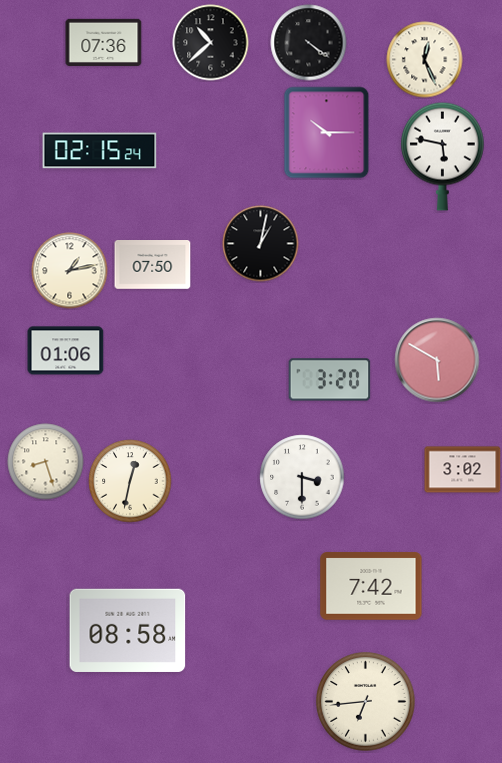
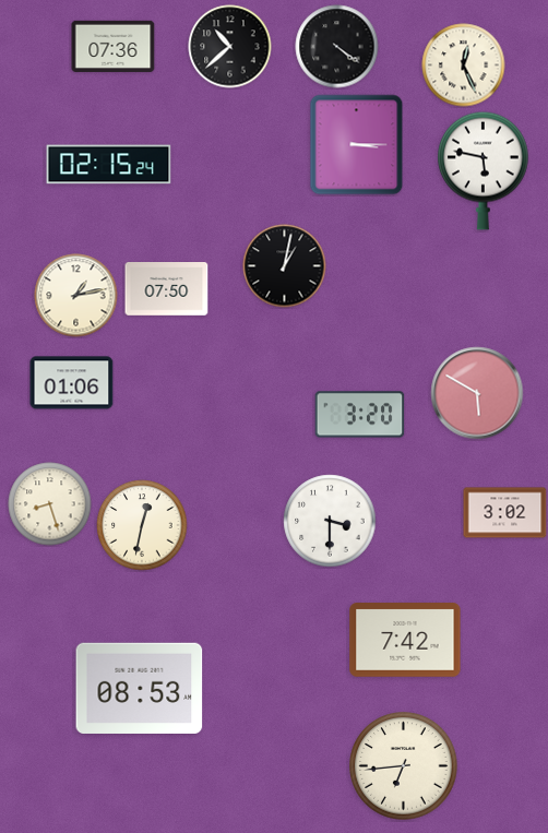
clock at (327, 133): 10:15 -> 3:15
clock at (128, 630): 08:58 -> 08:53
clock at (366, 702) position: (366, 702) -> (404, 766)
